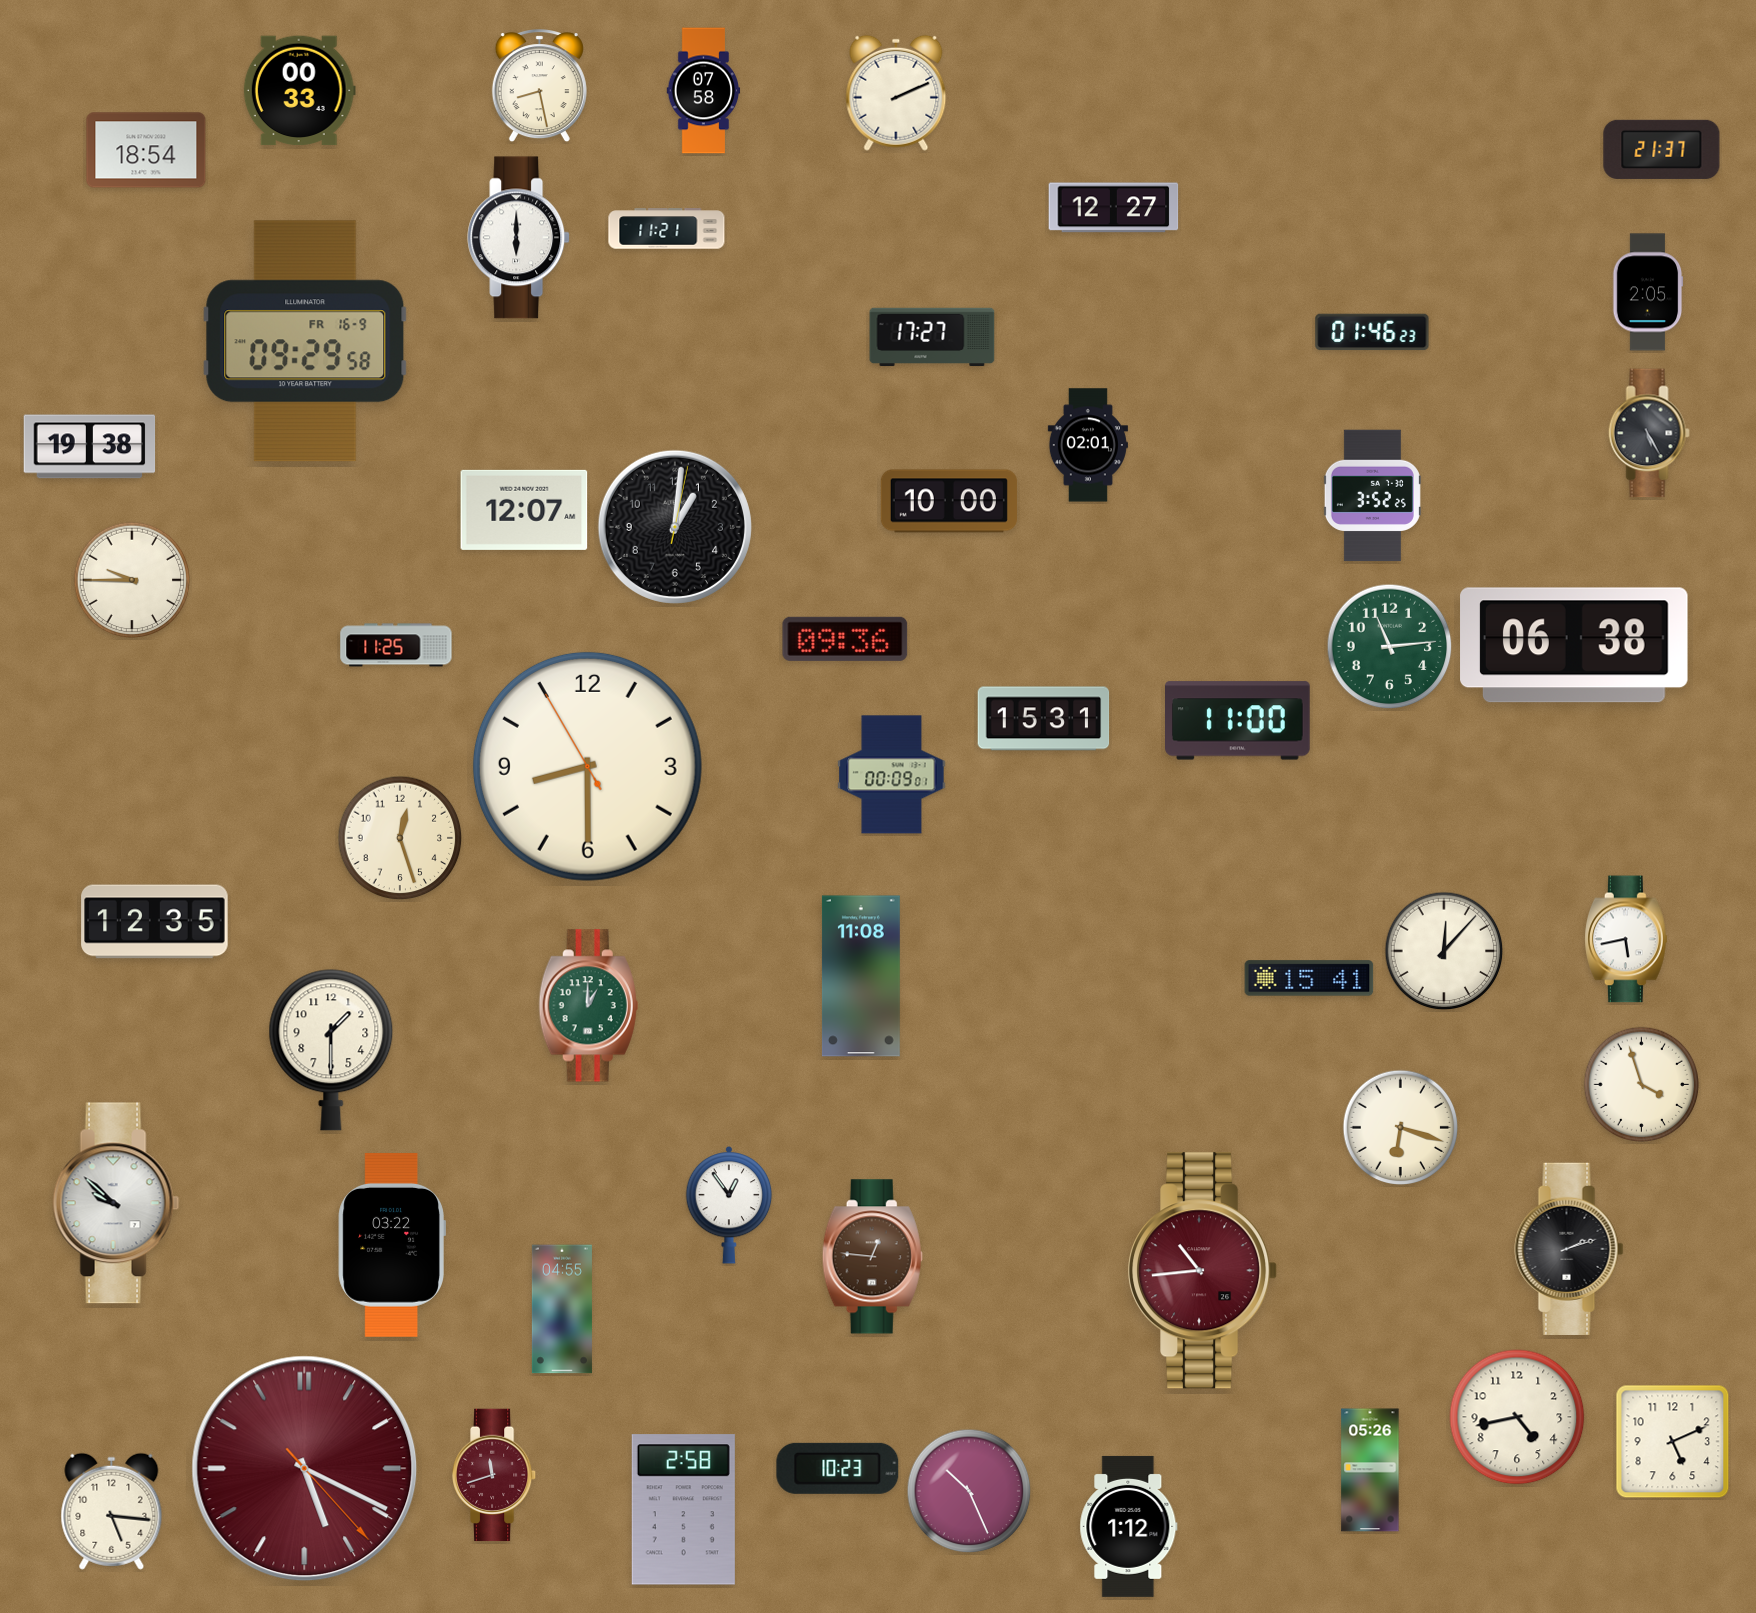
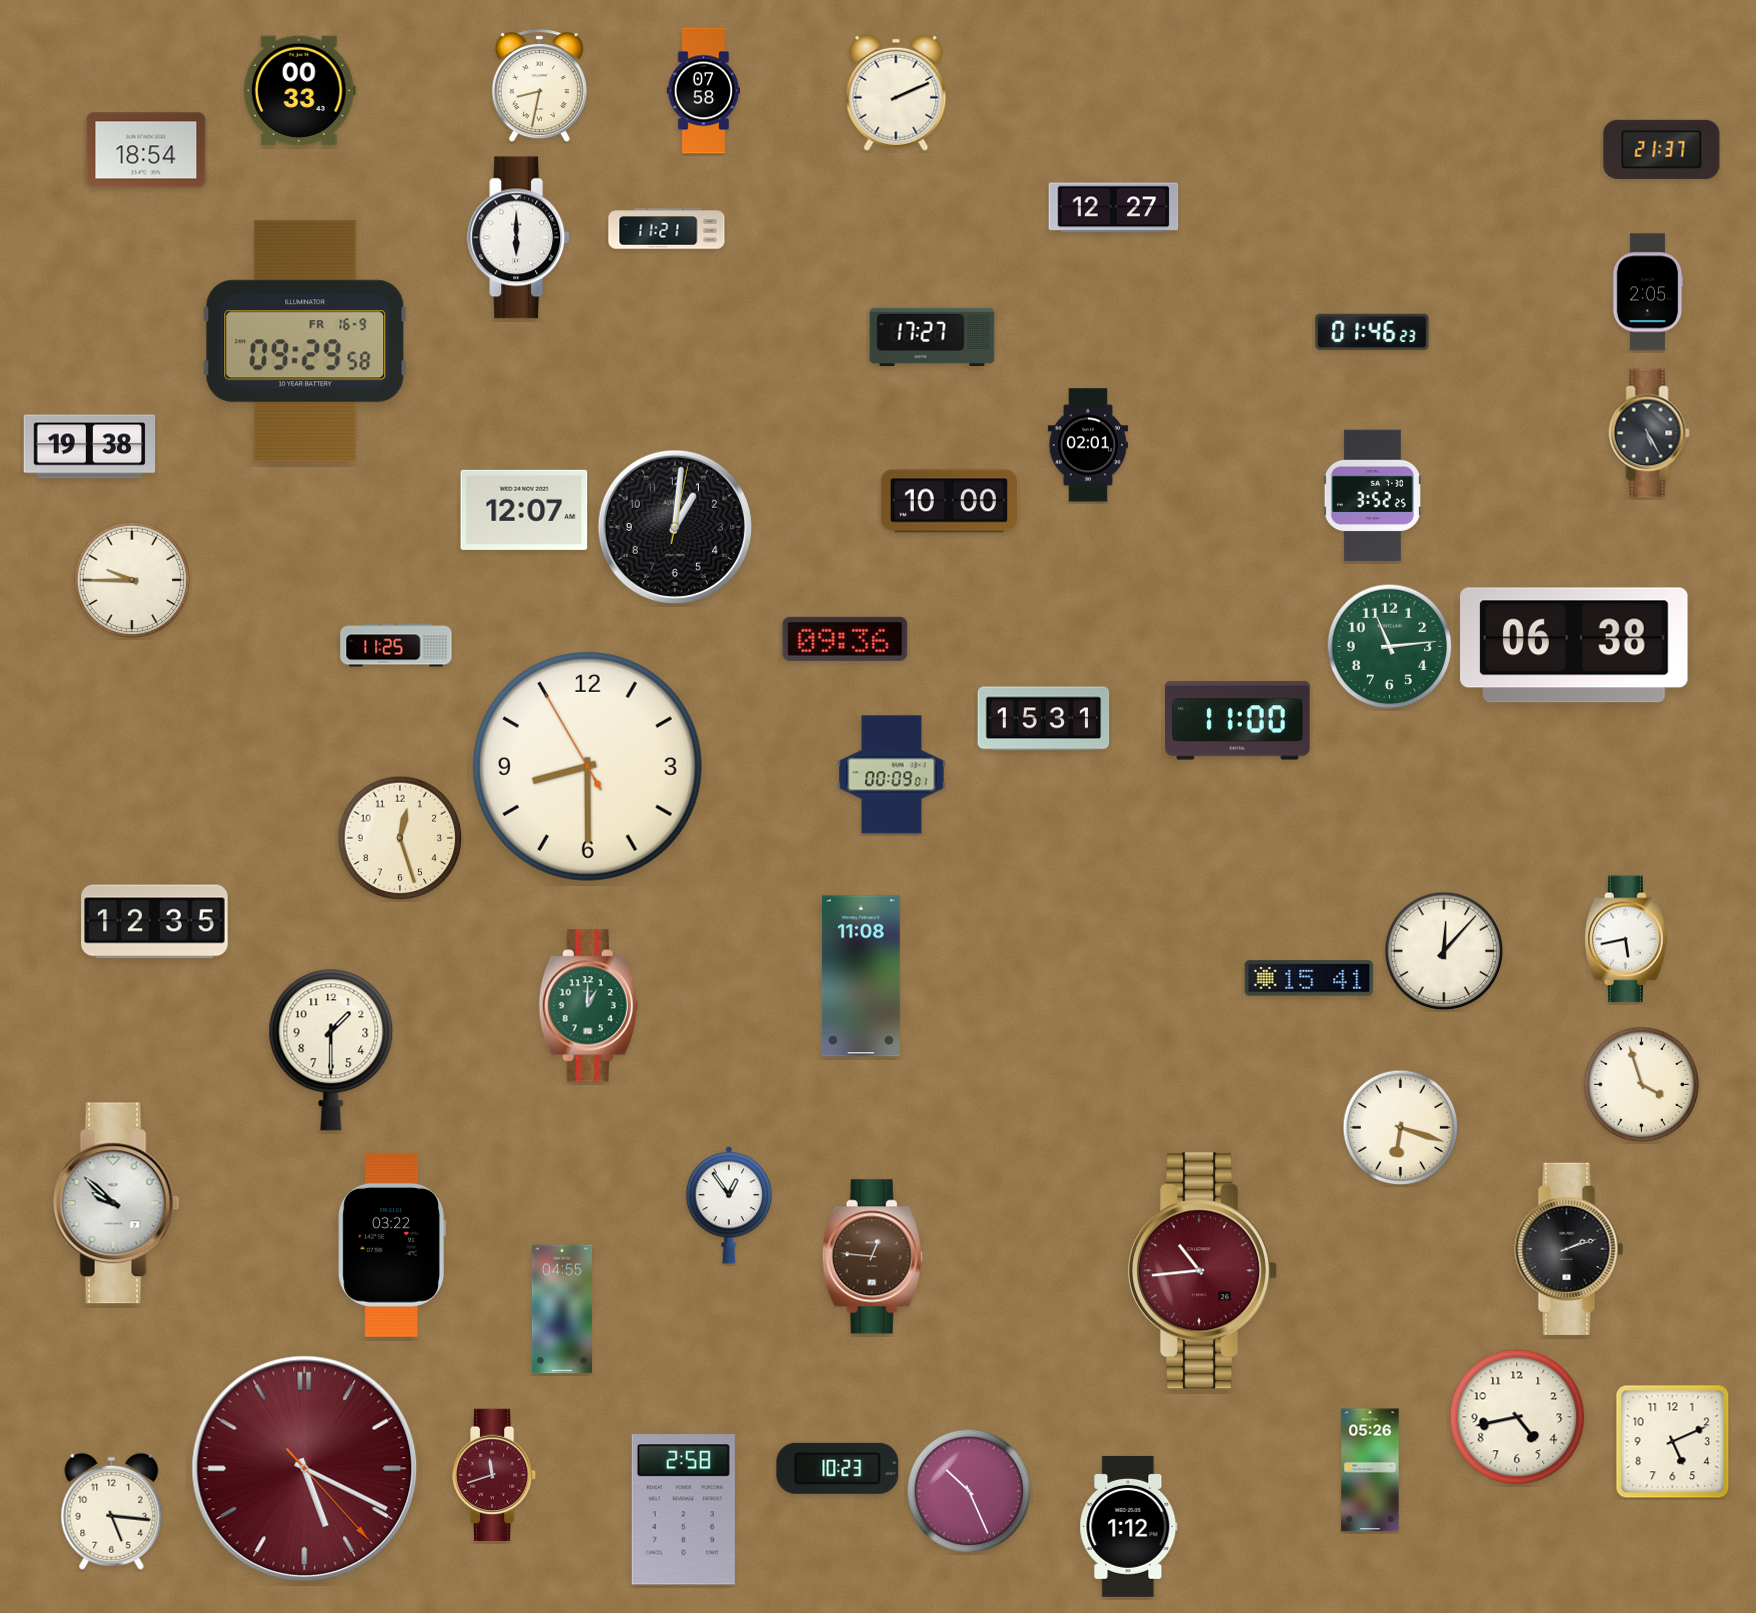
clock at (539, 86): 8:28 -> 8:32
